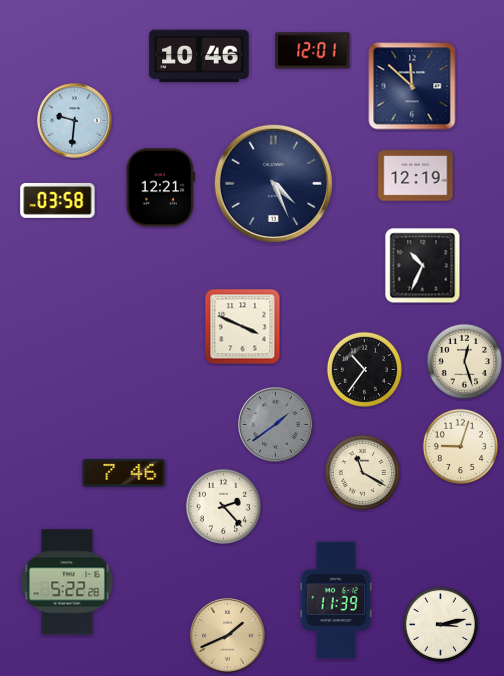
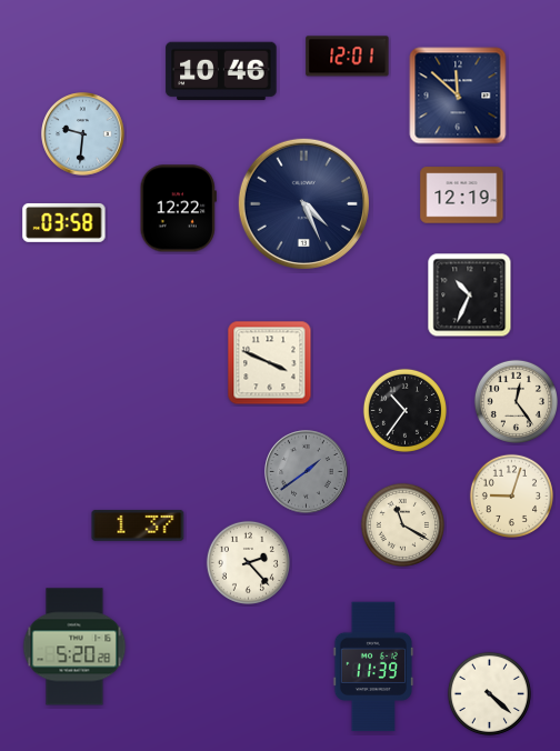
clock at (199, 56) position: (199, 56) -> (221, 71)
clock at (160, 188): 12:21 -> 12:22
clock at (464, 361): 12:27 -> 12:24
clock at (124, 473): 7:46 -> 1:37
clock at (67, 582): 5:22 -> 5:20
clock at (440, 624): 3:13 -> 4:22
clock at (228, 636): 1:41 -> none
